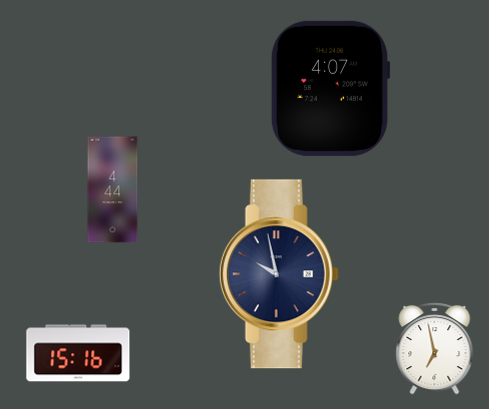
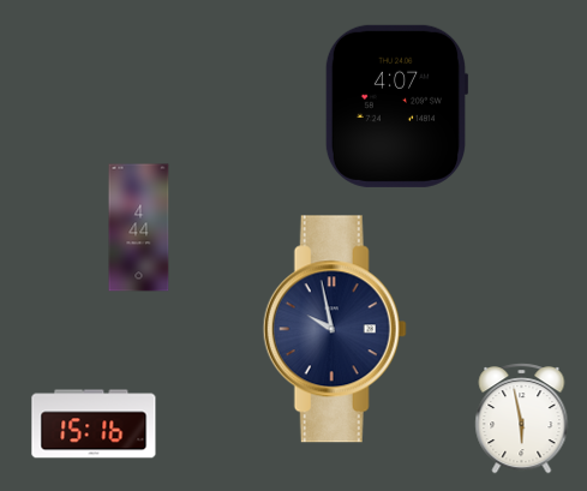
clock at (113, 190) position: (113, 190) -> (139, 228)
clock at (435, 349): 6:58 -> 5:58
